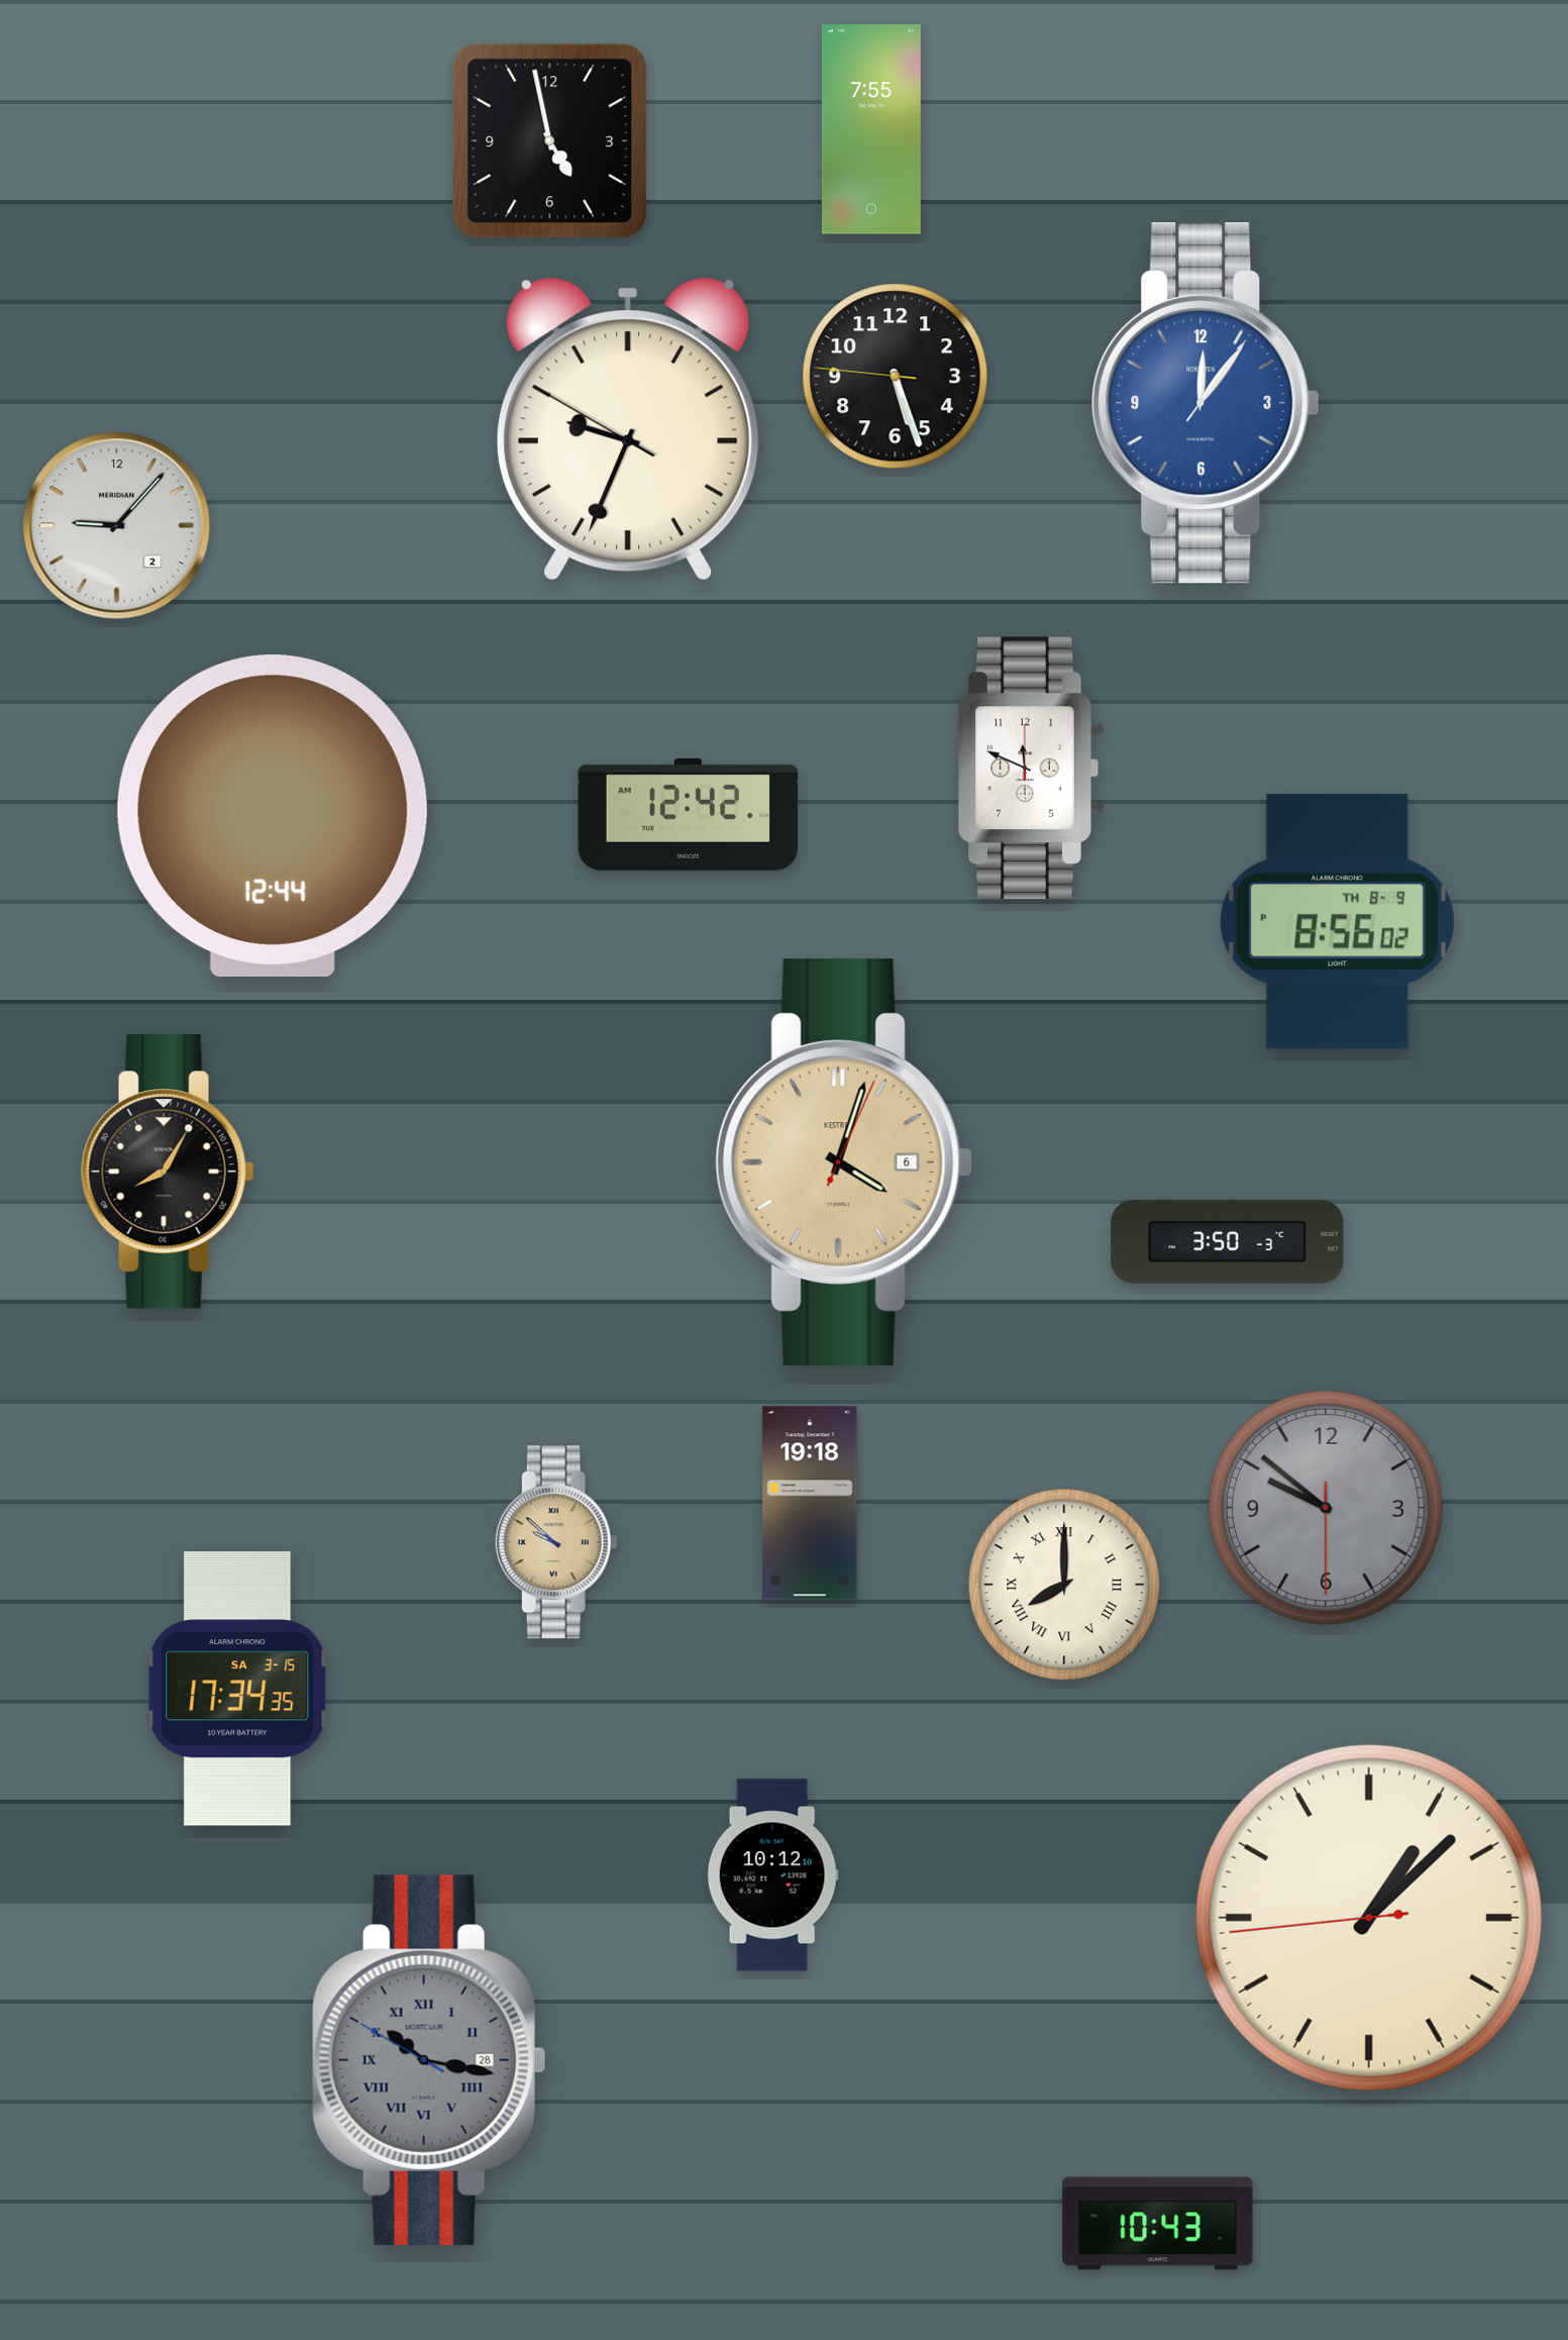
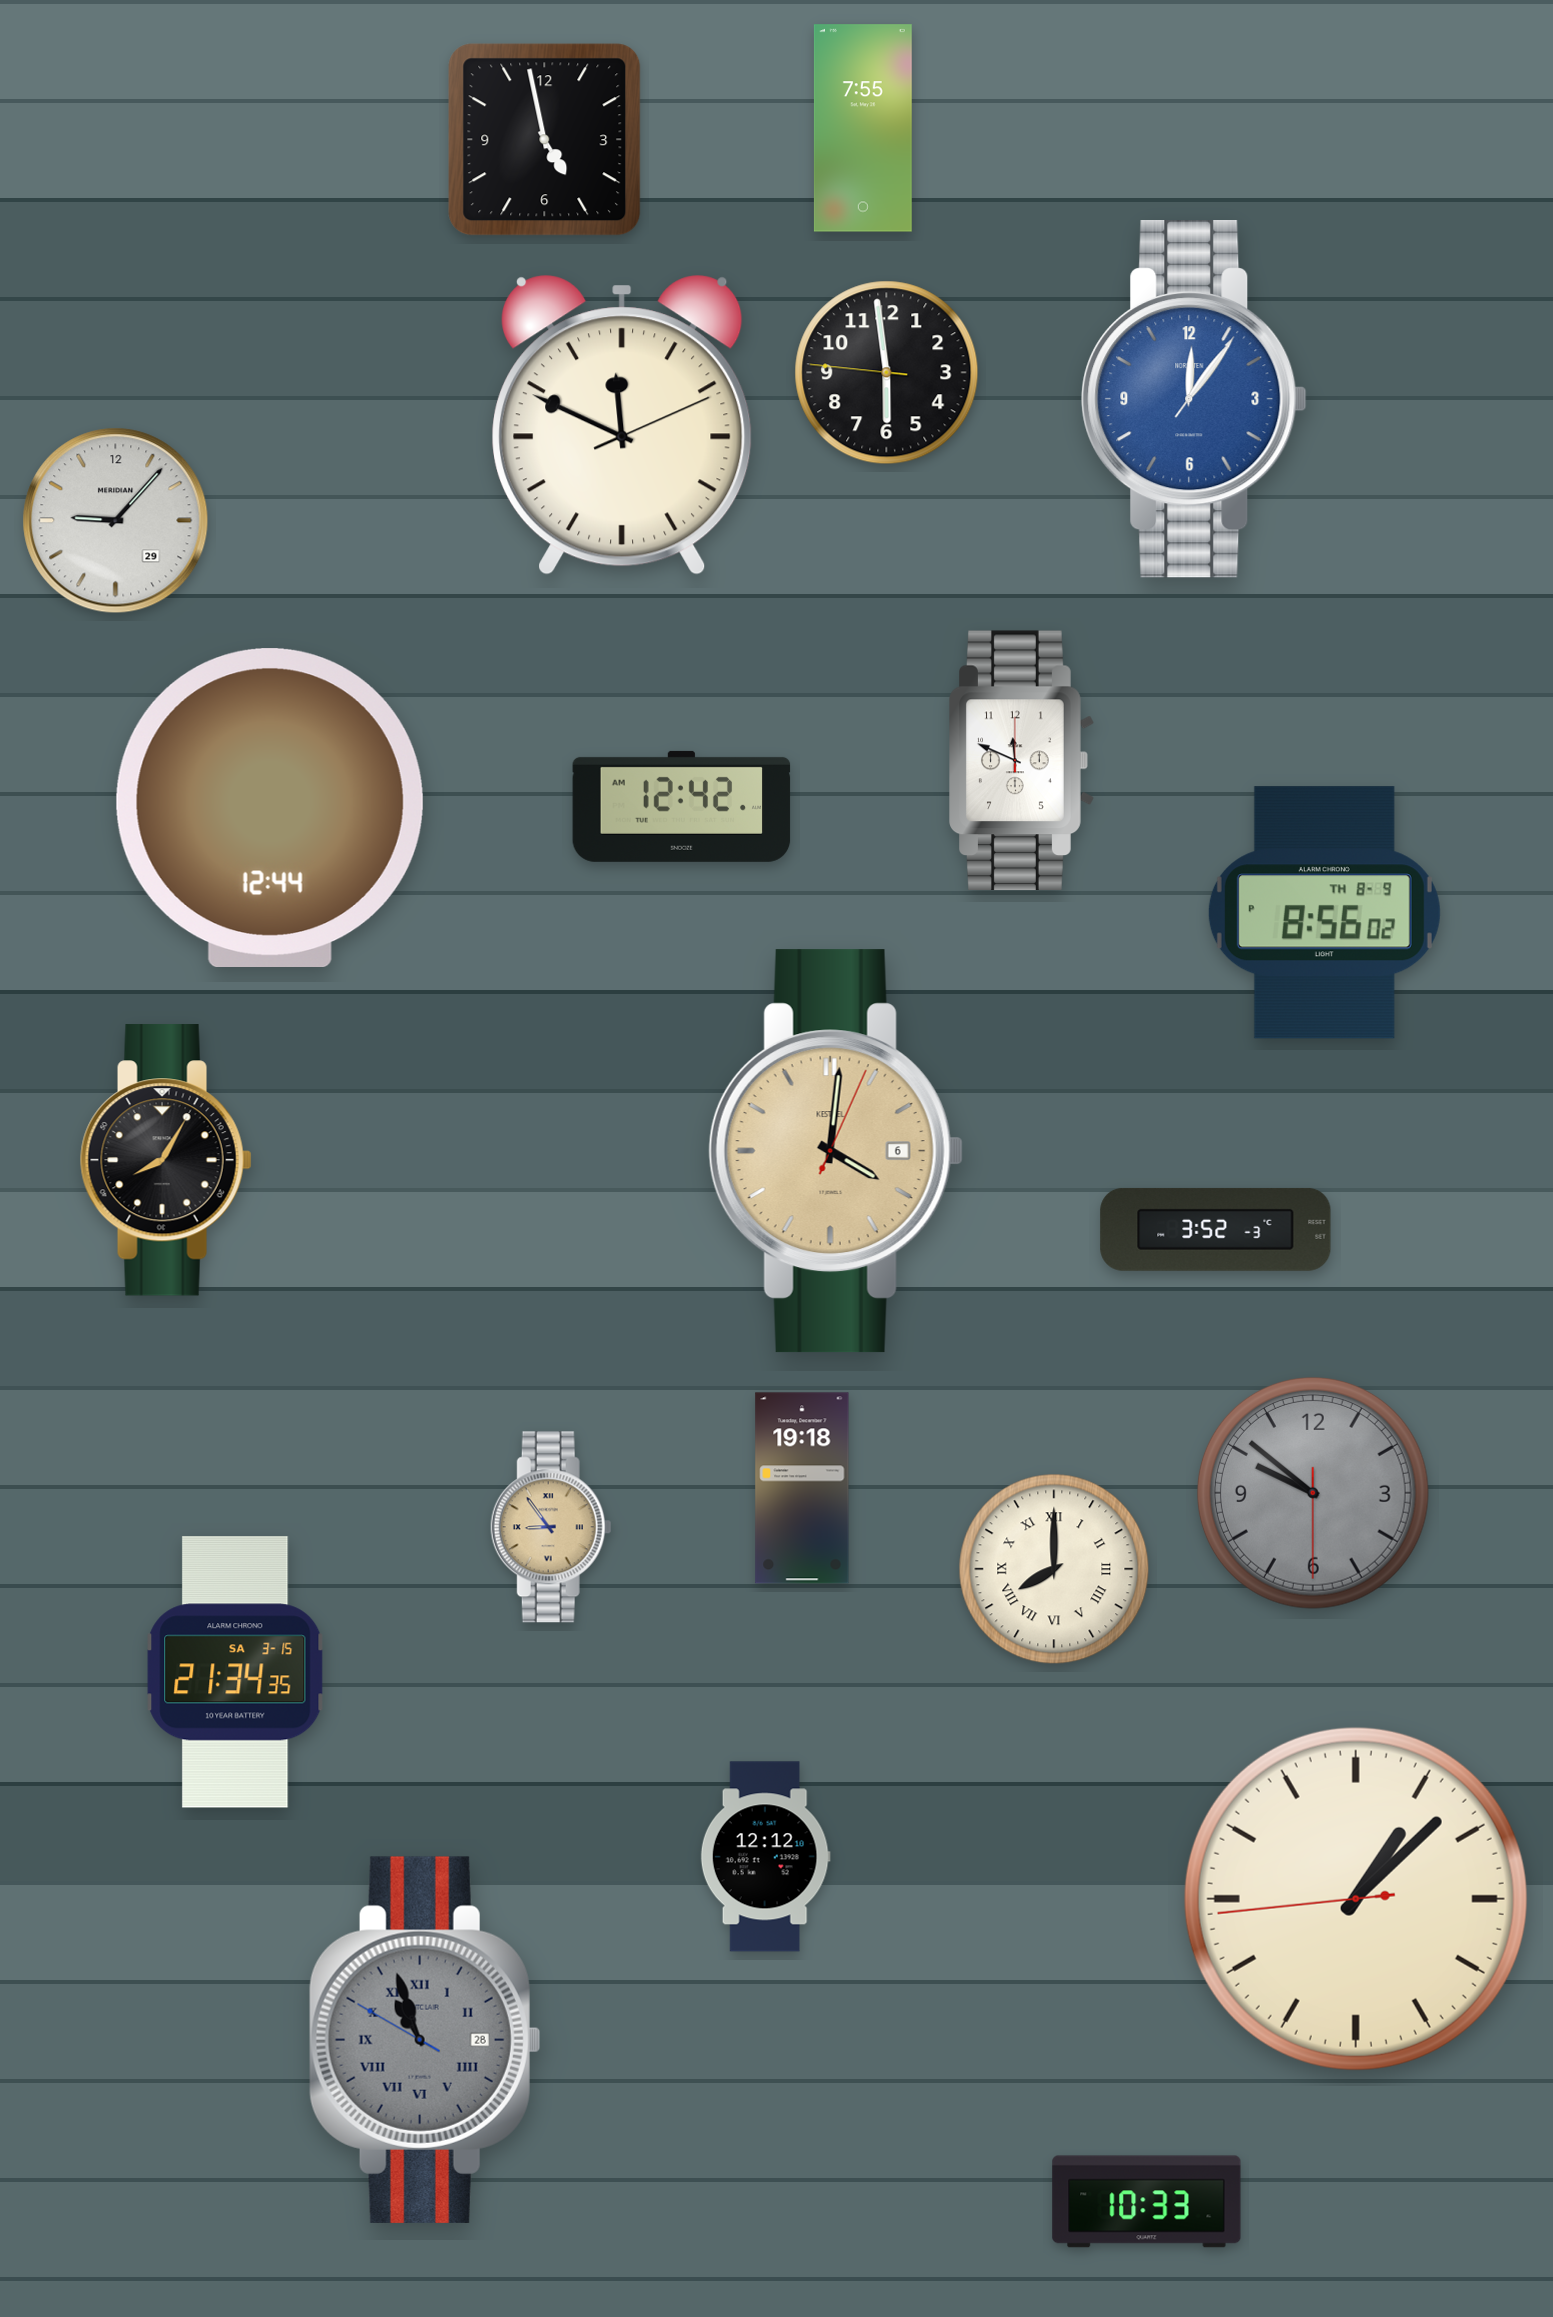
clock at (896, 377): 5:26 -> 5:58
clock at (628, 429): 9:33 -> 11:49
clock at (117, 526) date: 2 -> 29
clock at (844, 1162): 4:03 -> 4:01
clock at (1228, 1241): 3:50 -> 3:52
clock at (556, 1542): 9:52 -> 8:54
clock at (237, 1689): 17:34 -> 21:34
clock at (772, 1875): 10:12 -> 12:12
clock at (429, 2060): 10:16 -> 10:56
clock at (1158, 2224): 10:43 -> 10:33
